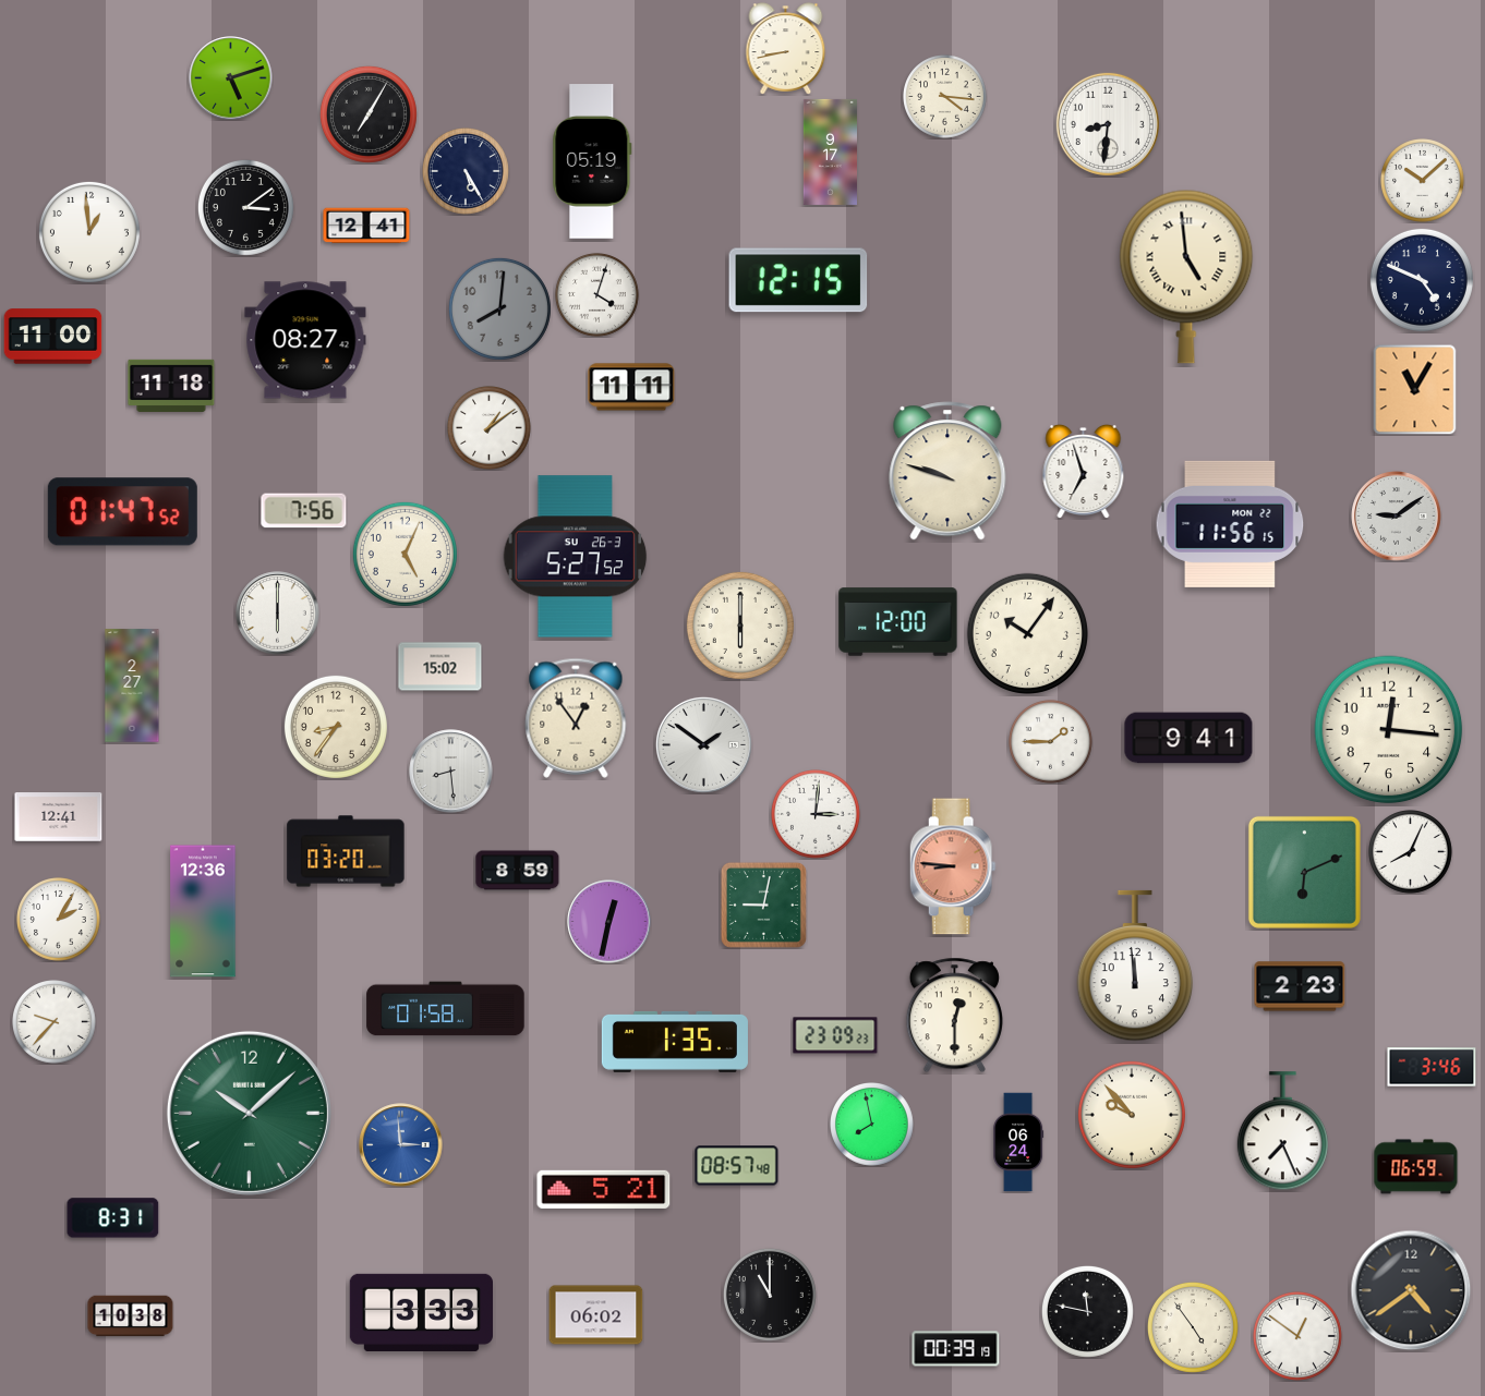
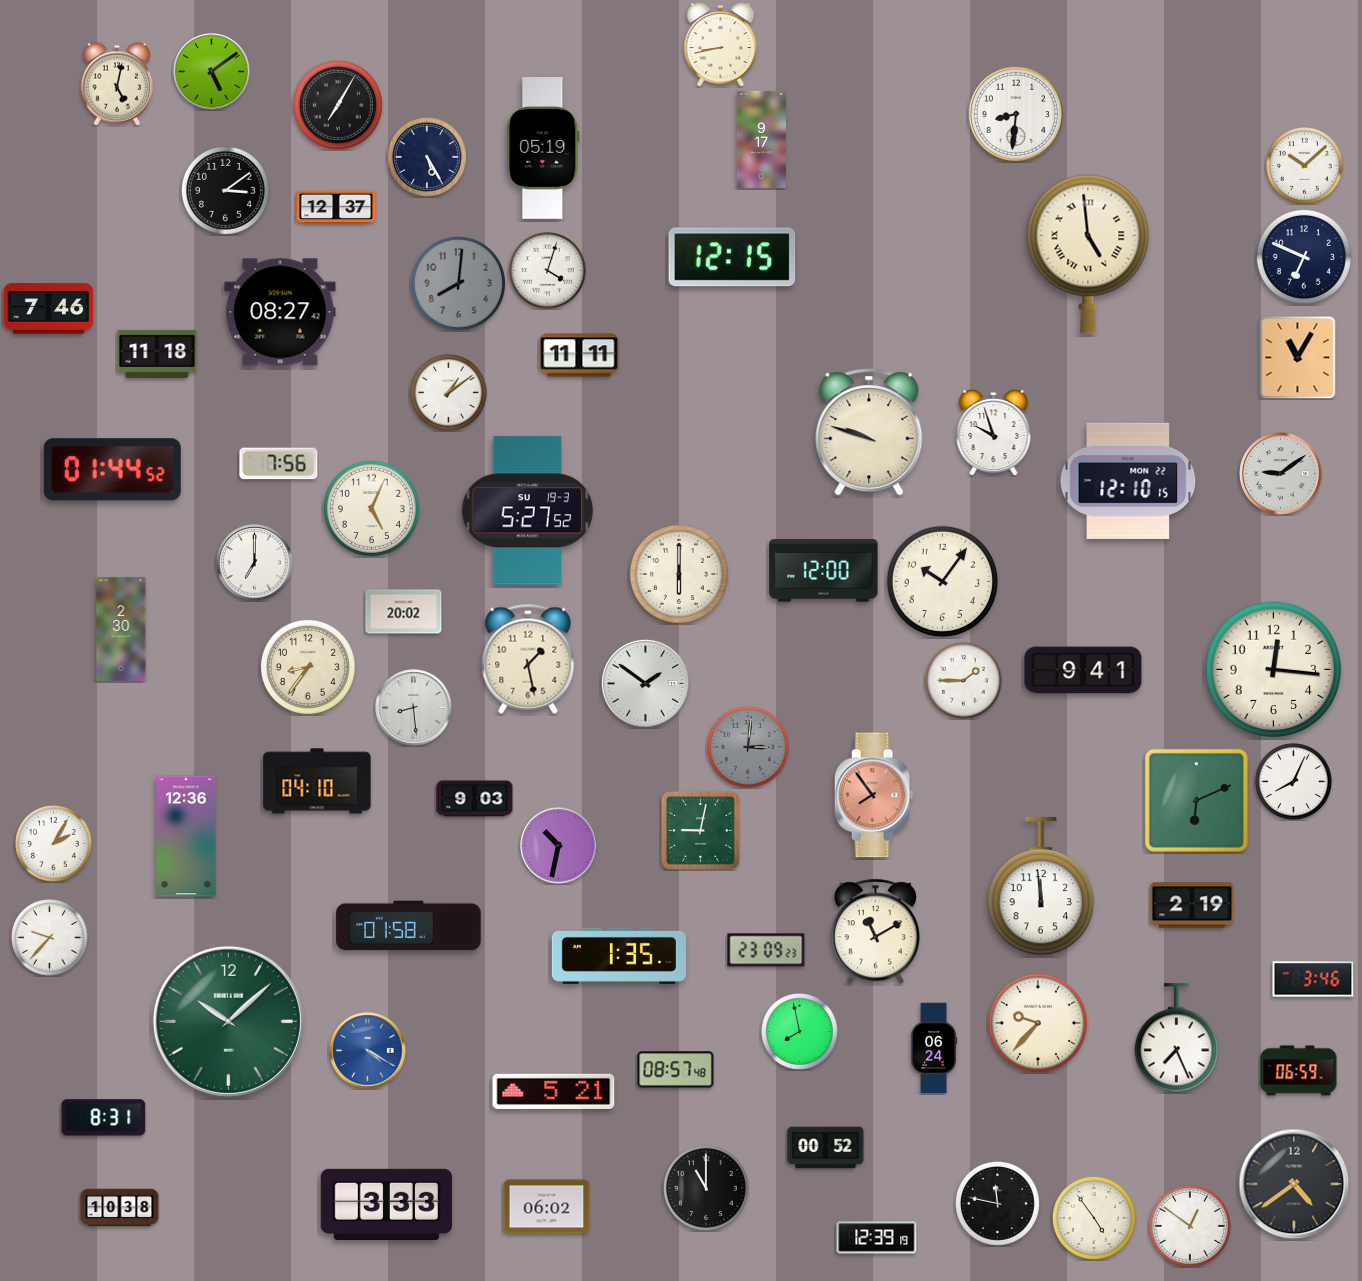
clock at (231, 78): 5:12 -> 5:09
clock at (117, 84): none -> 5:02
clock at (945, 97): 4:16 -> none
clock at (366, 226): 12:41 -> 12:37
clock at (89, 232): 12:59 -> none
clock at (1422, 280): 4:49 -> 6:49
clock at (53, 337): 11:00 -> 7:46
clock at (1084, 471): 6:57 -> 9:57
clock at (304, 511) position: (304, 511) -> (279, 464)
clock at (122, 512): 01:47 -> 01:44
clock at (1230, 524): 11:56 -> 12:10
clock at (576, 557) date: SU 26-3 -> SU 19-3
clock at (278, 614): 6:00 -> 7:00
clock at (440, 667): 15:02 -> 20:02
clock at (132, 685): 2:27 -> 2:30
clock at (576, 718): 12:54 -> 1:28
clock at (1188, 738) position: (1188, 738) -> (1083, 670)
clock at (816, 814) dial: white -> grey
clock at (59, 817): 12:41 -> none
clock at (346, 851): 03:20 -> 04:10
clock at (953, 866): 8:46 -> 7:54
clock at (518, 871): 8:59 -> 9:03
clock at (609, 922): 12:32 -> 10:32
clock at (1300, 986): 2:23 -> 2:19
clock at (954, 1016): 12:30 -> 11:10
clock at (1132, 1115): 9:53 -> 9:37
clock at (401, 1145): 2:59 -> 4:20
clock at (826, 1148): none -> 00:52
clock at (956, 1349): 00:39 -> 12:39
